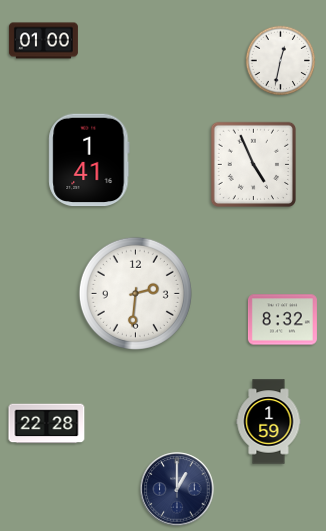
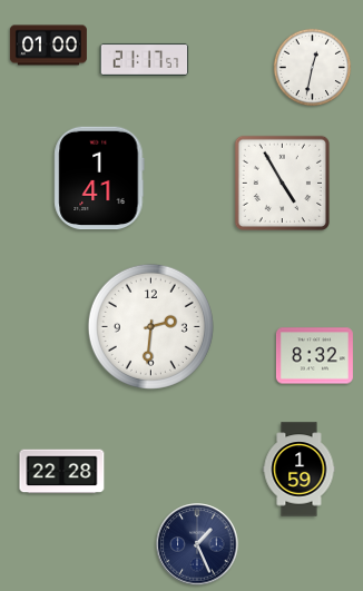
clock at (145, 59): none -> 21:17
clock at (253, 164): 4:56 -> 4:55
clock at (47, 424) position: (47, 424) -> (62, 472)
clock at (177, 489): 1:00 -> 1:26
